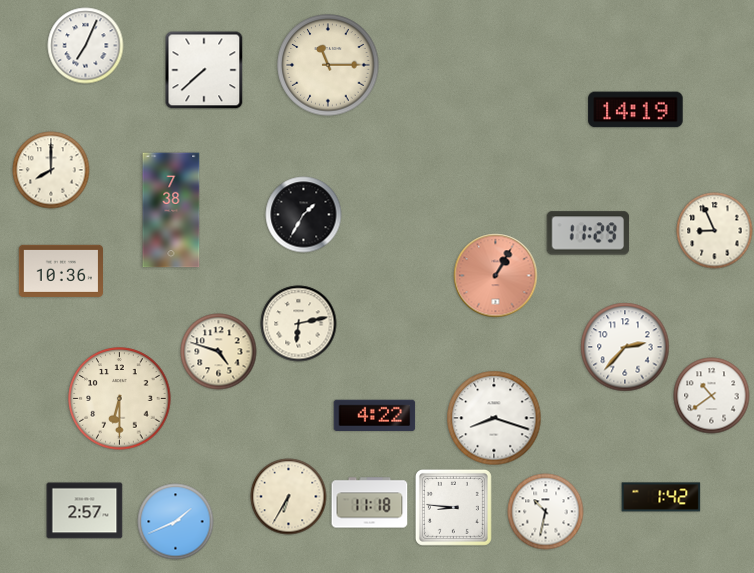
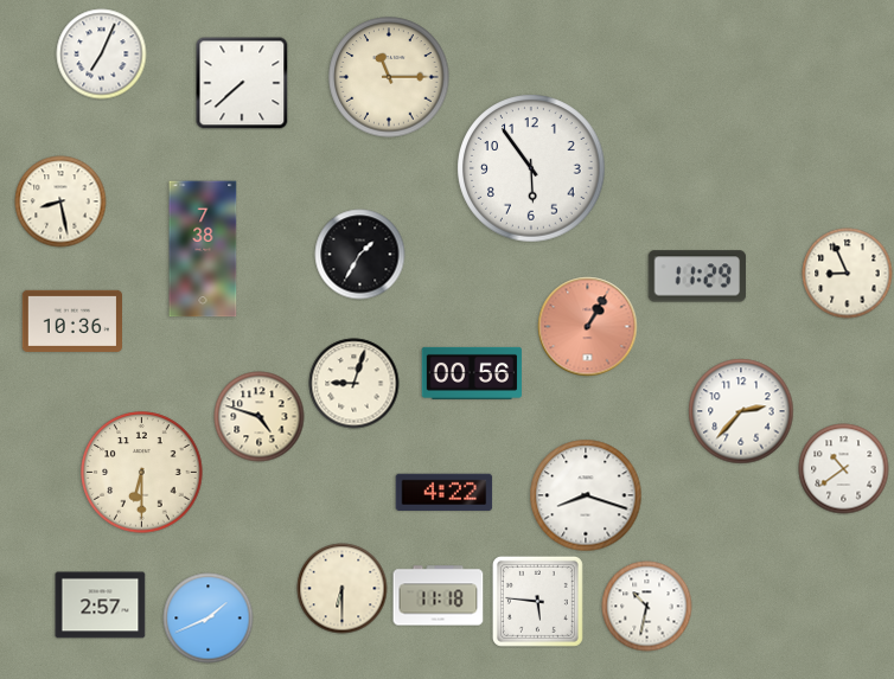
clock at (636, 110): 14:19 -> none
clock at (531, 168): none -> 5:54
clock at (51, 170): 8:00 -> 8:28
clock at (471, 373): none -> 00:56
clock at (299, 324): 6:13 -> 9:03
clock at (289, 497): 6:35 -> 6:30
clock at (661, 497): 1:42 -> none
clock at (453, 507): 8:46 -> 5:46
